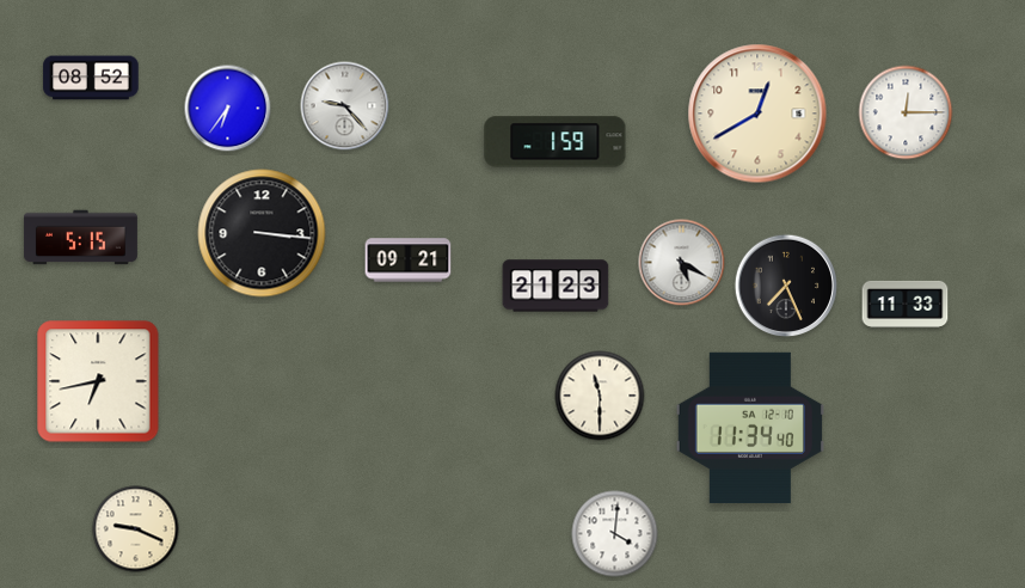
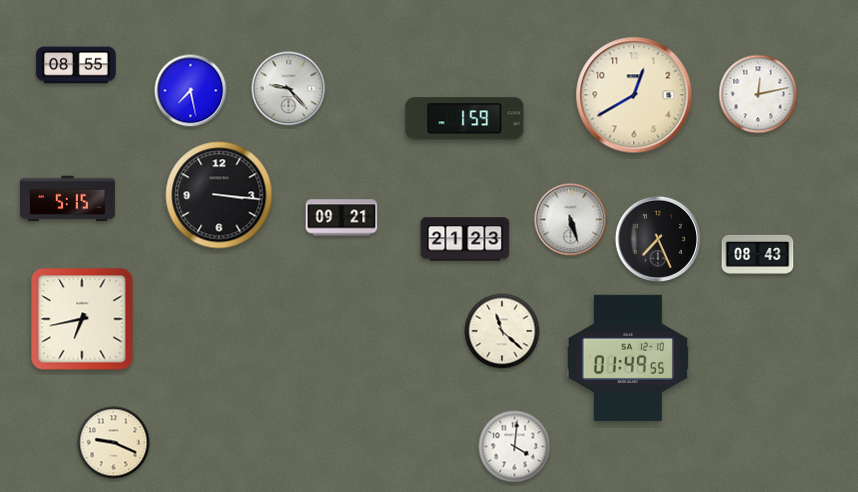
clock at (91, 78): 08:52 -> 08:55
clock at (228, 109): 6:36 -> 7:28
clock at (906, 112): 12:15 -> 12:13
clock at (682, 263): 5:20 -> 5:27
clock at (906, 304): 11:33 -> 08:43
clock at (600, 396): 11:30 -> 11:22
clock at (750, 428): 11:34 -> 01:49
